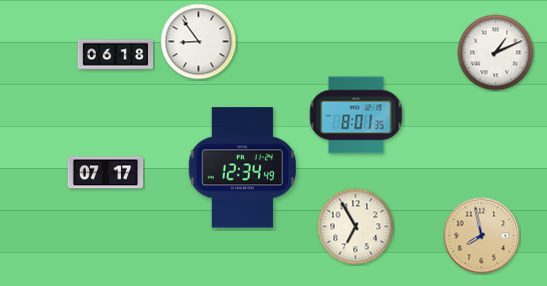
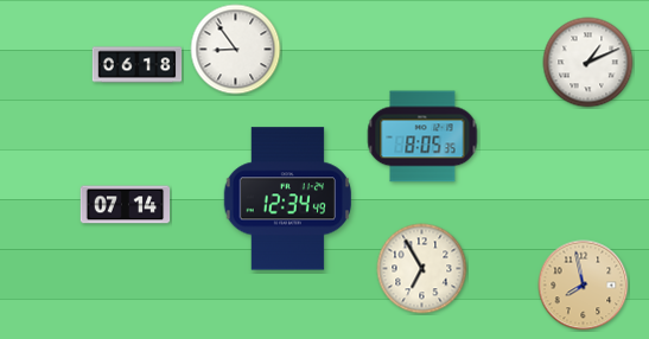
clock at (356, 115): 8:01 -> 8:05
clock at (106, 173): 07:17 -> 07:14
clock at (482, 236) position: (482, 236) -> (584, 286)
